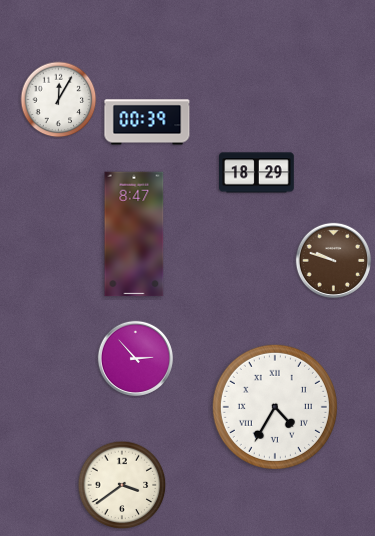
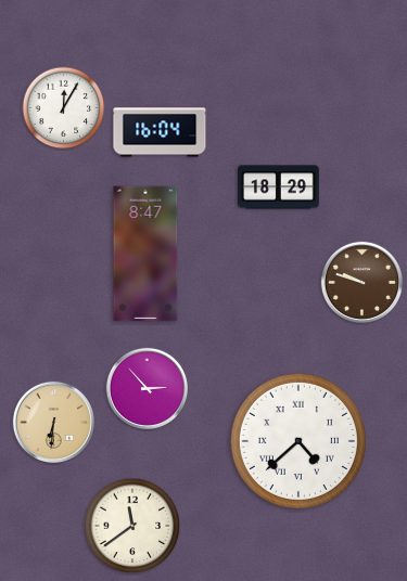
clock at (147, 122): 00:39 -> 16:04
clock at (53, 422): none -> 6:31
clock at (275, 407): 4:35 -> 4:38
clock at (122, 485): 3:39 -> 11:39
